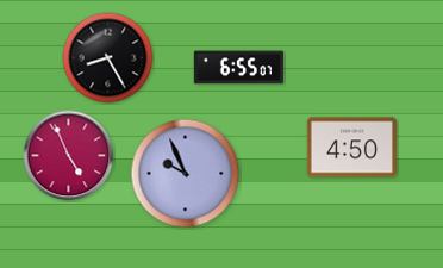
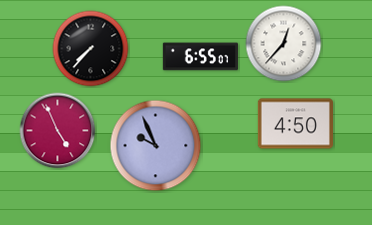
clock at (284, 44): none -> 12:37
clock at (108, 58): 8:25 -> 7:37
